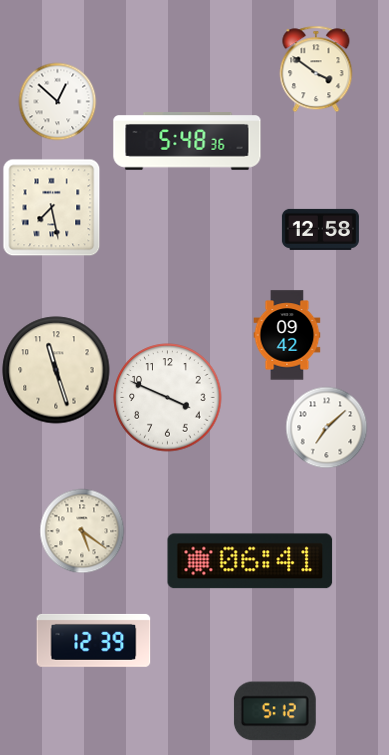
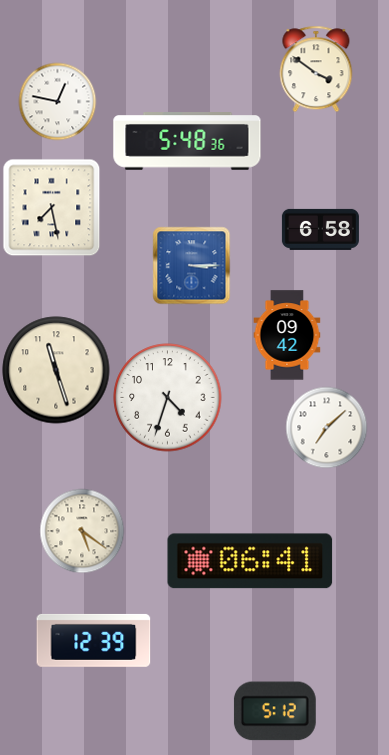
clock at (57, 101): 12:52 -> 12:47
clock at (320, 229): 12:58 -> 6:58
clock at (191, 265): none -> 3:15
clock at (168, 398): 3:49 -> 4:33
